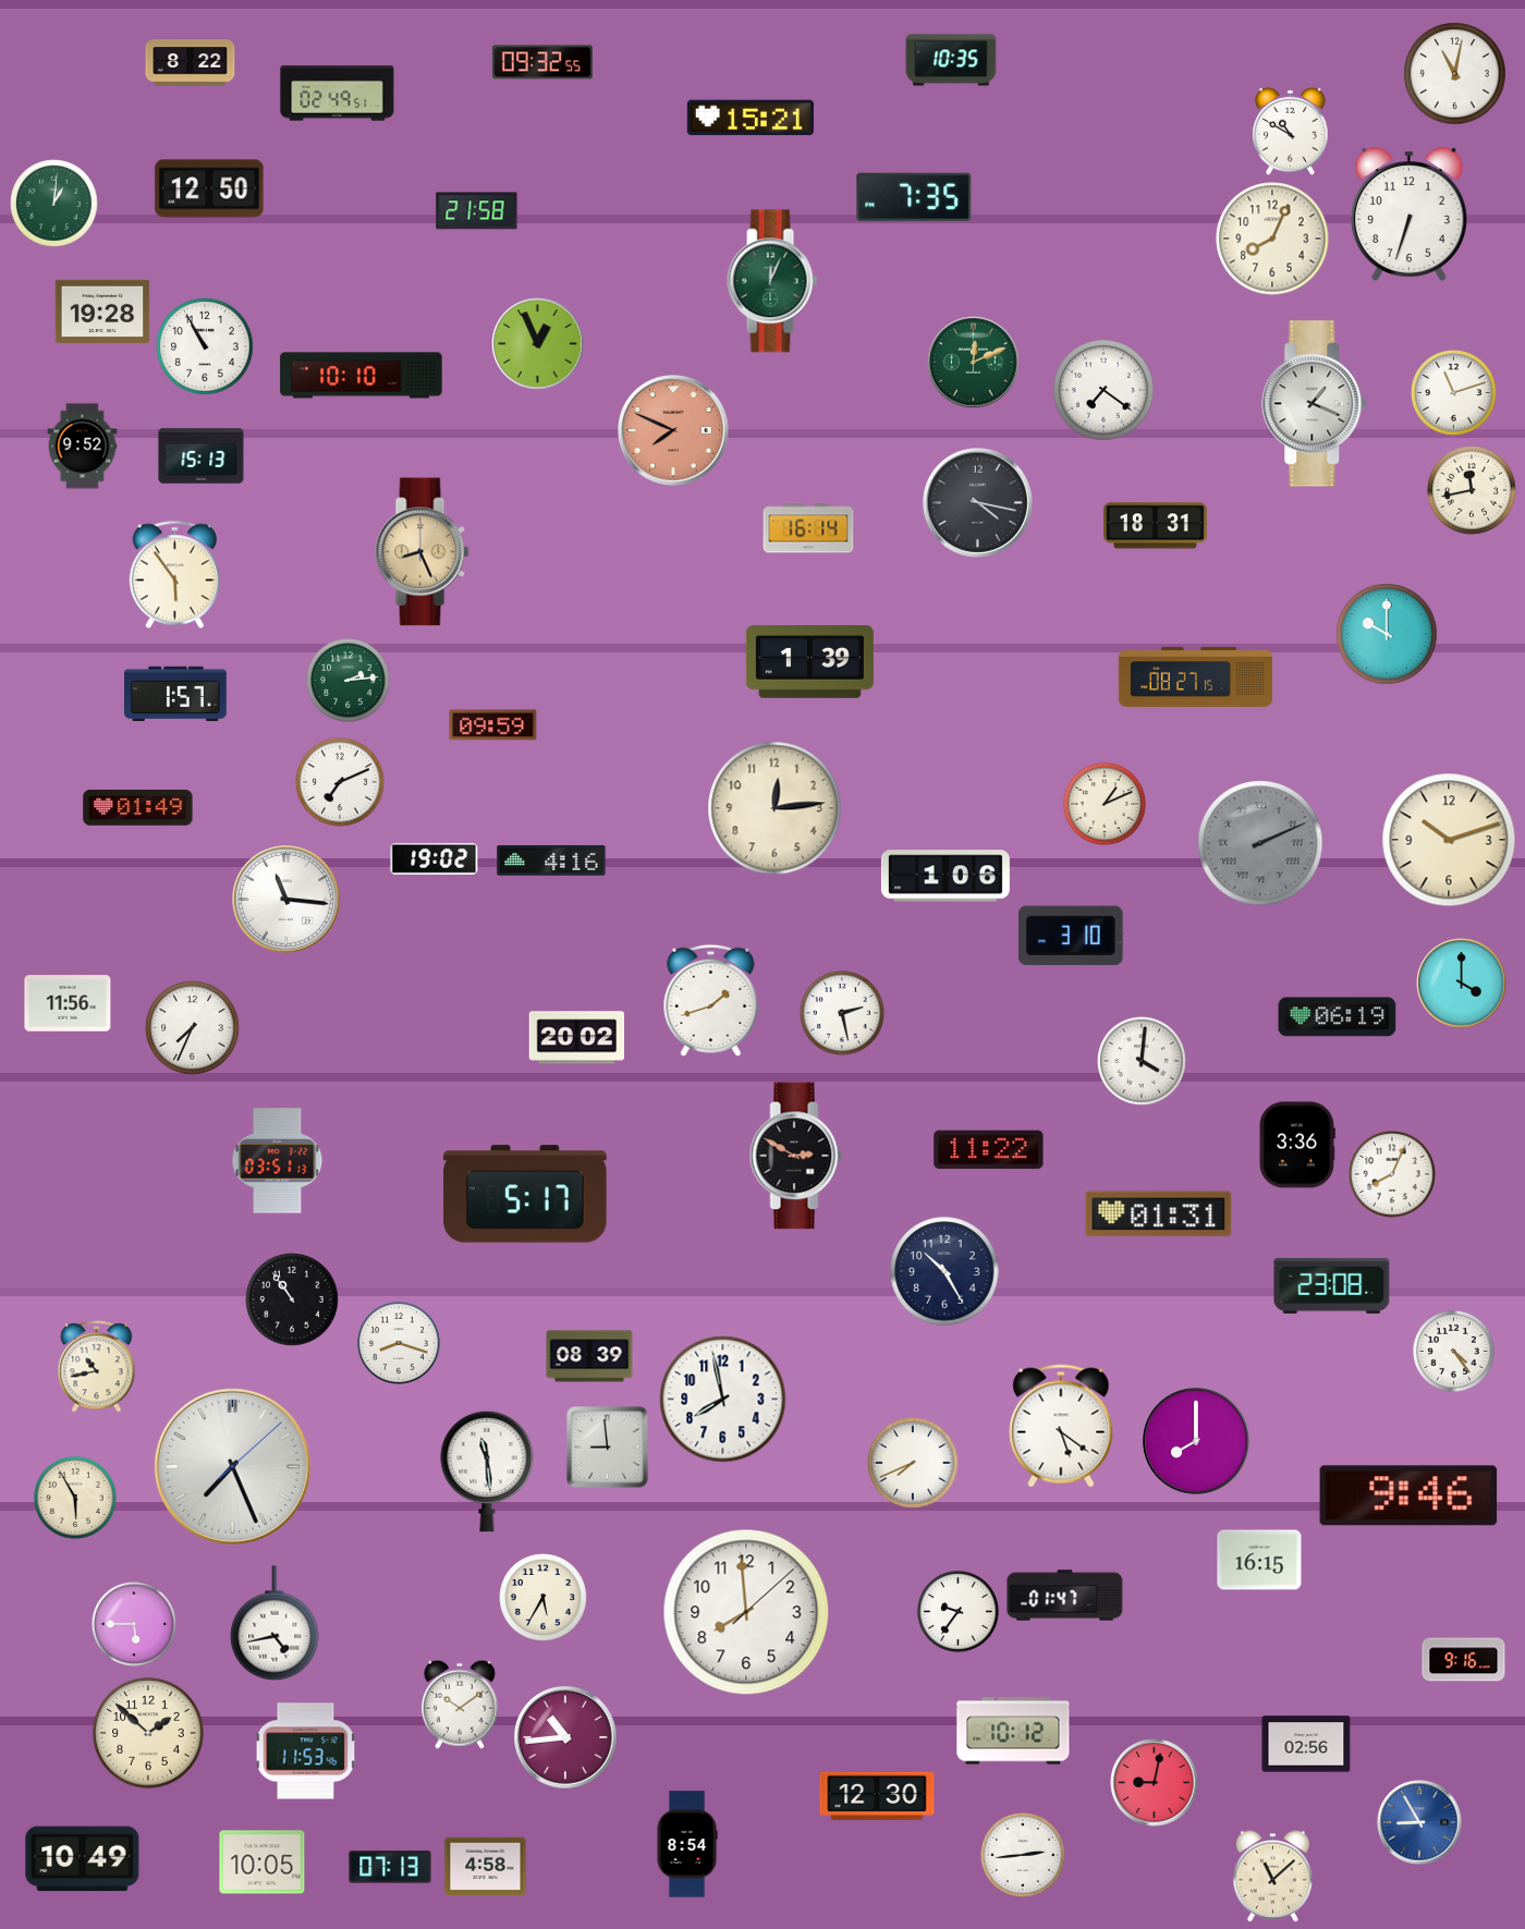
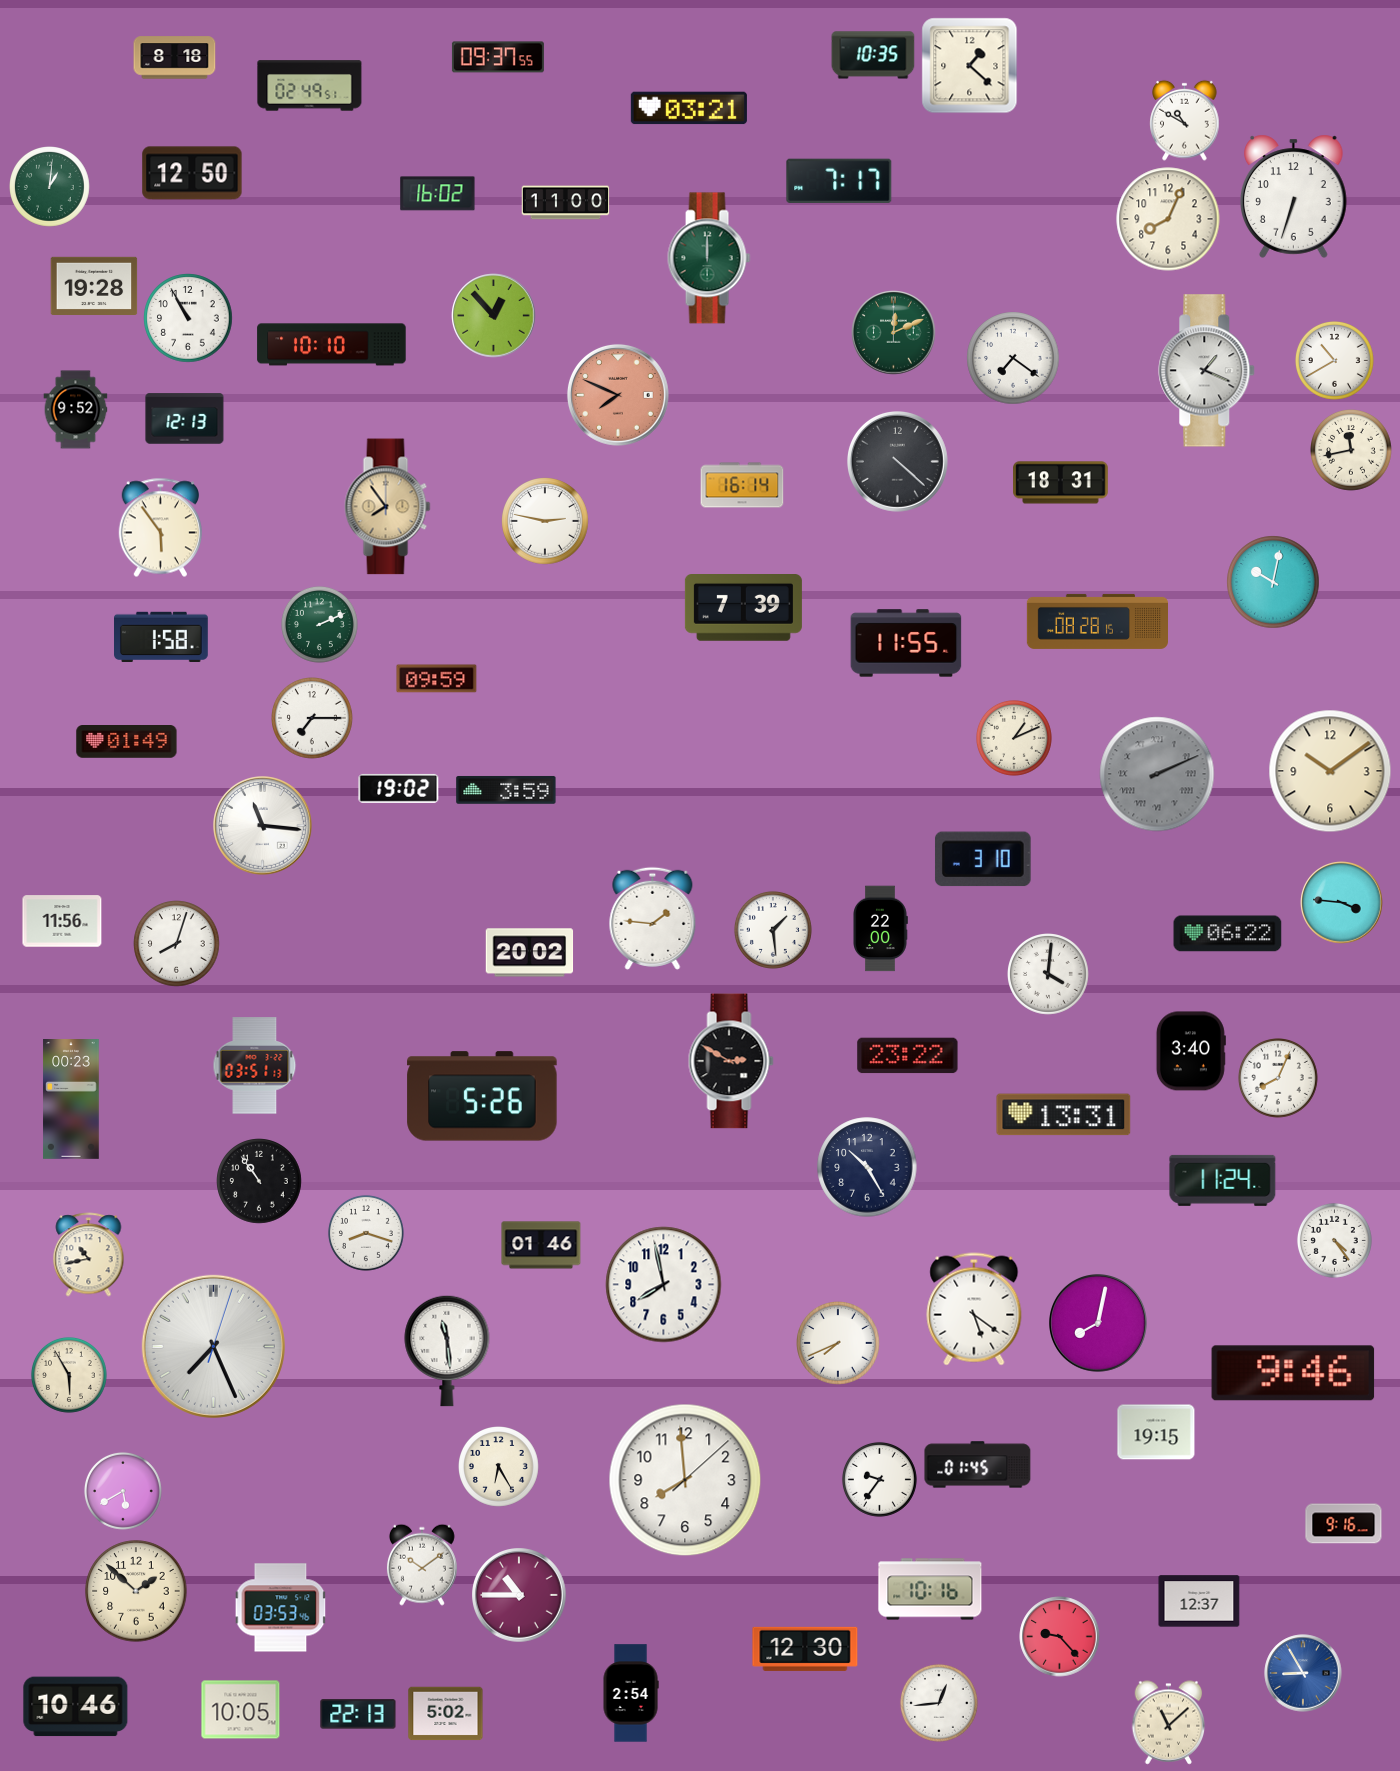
clock at (542, 62): 09:32 -> 09:37
clock at (191, 63): 8:22 -> 8:18
clock at (970, 66): none -> 1:22
clock at (1455, 74): 11:02 -> none
clock at (751, 118): 15:21 -> 03:21
clock at (914, 197): 7:35 -> 7:17
clock at (477, 211): 21:58 -> 16:02
clock at (566, 203): none -> 11:00
clock at (772, 281): 12:04 -> 12:00
clock at (538, 344): 12:56 -> 12:53
clock at (1454, 393): 11:12 -> 10:40
clock at (202, 456): 15:13 -> 12:13
clock at (978, 503): 4:17 -> 4:22
clock at (423, 552): 8:26 -> 7:54
clock at (545, 521): none -> 2:47
clock at (1387, 634): 10:00 -> 10:02
clock at (809, 662): 1:39 -> 7:39
clock at (1195, 676): 08:27 -> 08:28
clock at (347, 680): 2:14 -> 2:11
clock at (176, 693): 1:57 -> 1:58
clock at (906, 643): none -> 11:55
clock at (493, 725) position: (493, 725) -> (437, 679)
clock at (341, 783): 7:11 -> 7:15
clock at (774, 808): 12:14 -> none
clock at (1449, 840): 10:12 -> 10:09
clock at (551, 860): 4:16 -> 3:59
clock at (945, 876): 1:06 -> none
clock at (1462, 984): 4:00 -> 3:46
clock at (711, 1000): 1:42 -> 1:46
clock at (880, 929): none -> 22:00
clock at (842, 1013): 2:28 -> 1:29
clock at (1338, 1017): 06:19 -> 06:22
clock at (193, 1028): 7:34 -> 8:03
clock at (1297, 1145): 3:36 -> 3:40
clock at (989, 1150): 11:22 -> 23:22
clock at (525, 1194): 5:17 -> 5:26
clock at (71, 1100): none -> 00:23
clock at (1159, 1214): 01:31 -> 13:31
clock at (1332, 1285): 23:08 -> 11:24
clock at (292, 1299) position: (292, 1299) -> (259, 1181)
clock at (589, 1356): 08:39 -> 01:46
clock at (1197, 1442): 8:00 -> 8:02
clock at (608, 1448): 8:59 -> none
clock at (232, 1466): 7:26:08 -> 7:26:03
clock at (1259, 1560): 16:15 -> 19:15
clock at (1065, 1596): 01:47 -> 01:45
clock at (544, 1598): 5:35 -> 6:25
clock at (274, 1623): 4:43 -> none
clock at (134, 1624): 5:45 -> 5:40
clock at (1013, 1731): 10:12 -> 10:16
clock at (565, 1737): 10:44 -> 10:45
clock at (1306, 1744): 02:56 -> 12:37
clock at (306, 1751): 11:53 -> 03:53
clock at (1155, 1783): 9:02 -> 9:23
clock at (687, 1844): 8:54 -> 2:54
clock at (1023, 1855): 2:44 -> 12:44
clock at (83, 1859): 10:49 -> 10:46
clock at (390, 1867): 07:13 -> 22:13
clock at (486, 1867): 4:58 -> 5:02
